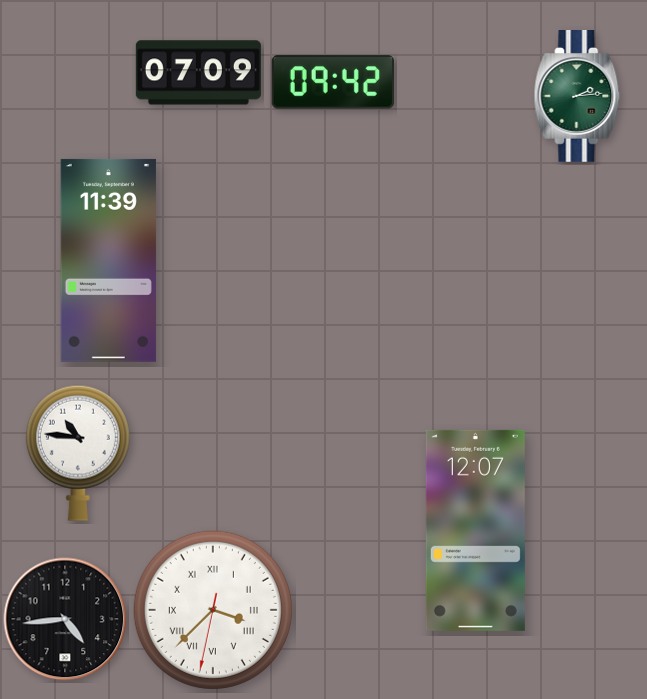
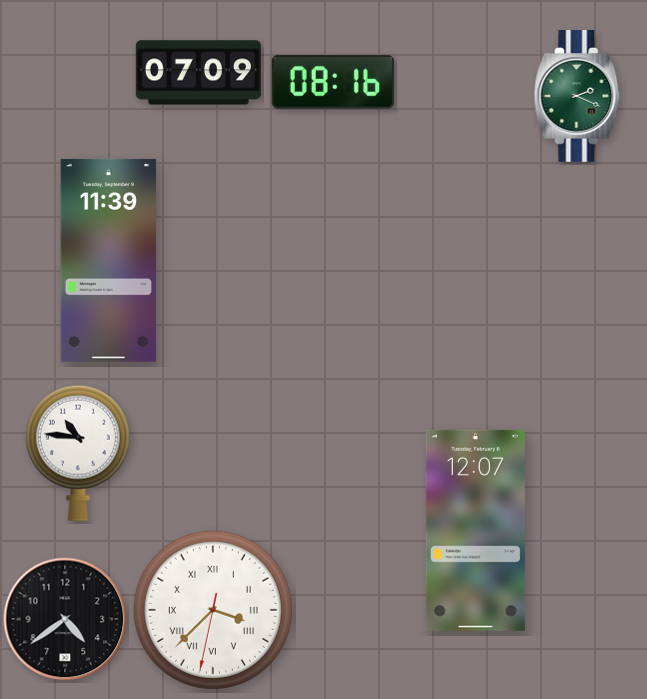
clock at (333, 82): 09:42 -> 08:16
clock at (577, 97): 2:14 -> 2:19
clock at (65, 619): 4:44 -> 4:39
